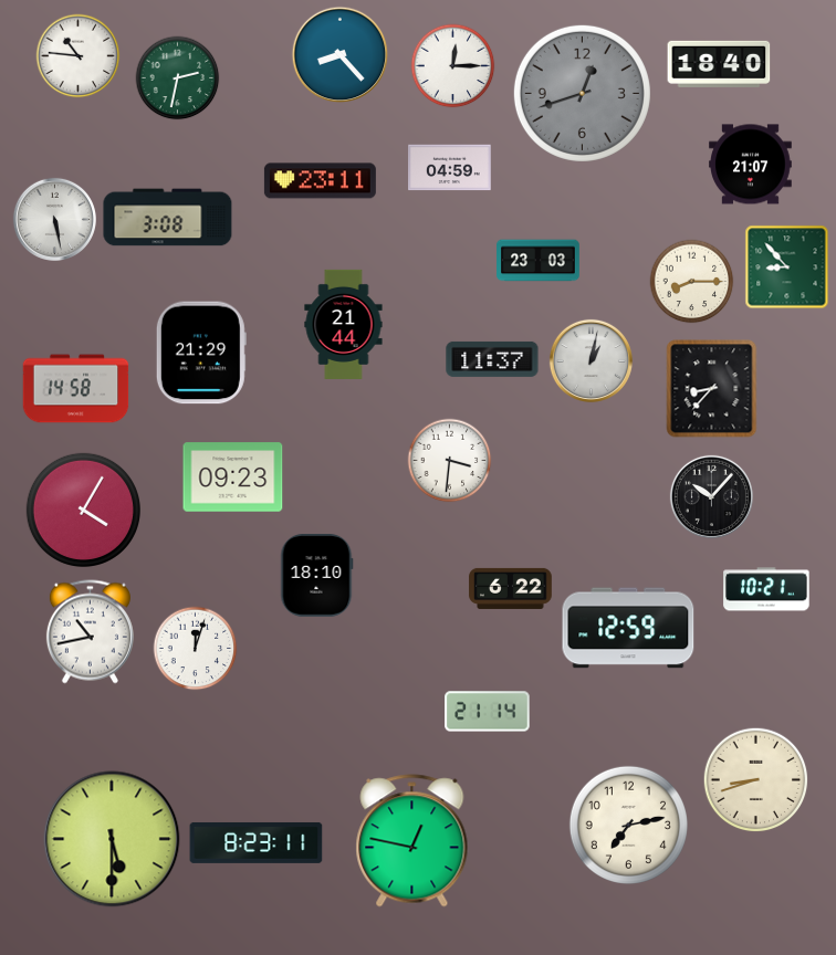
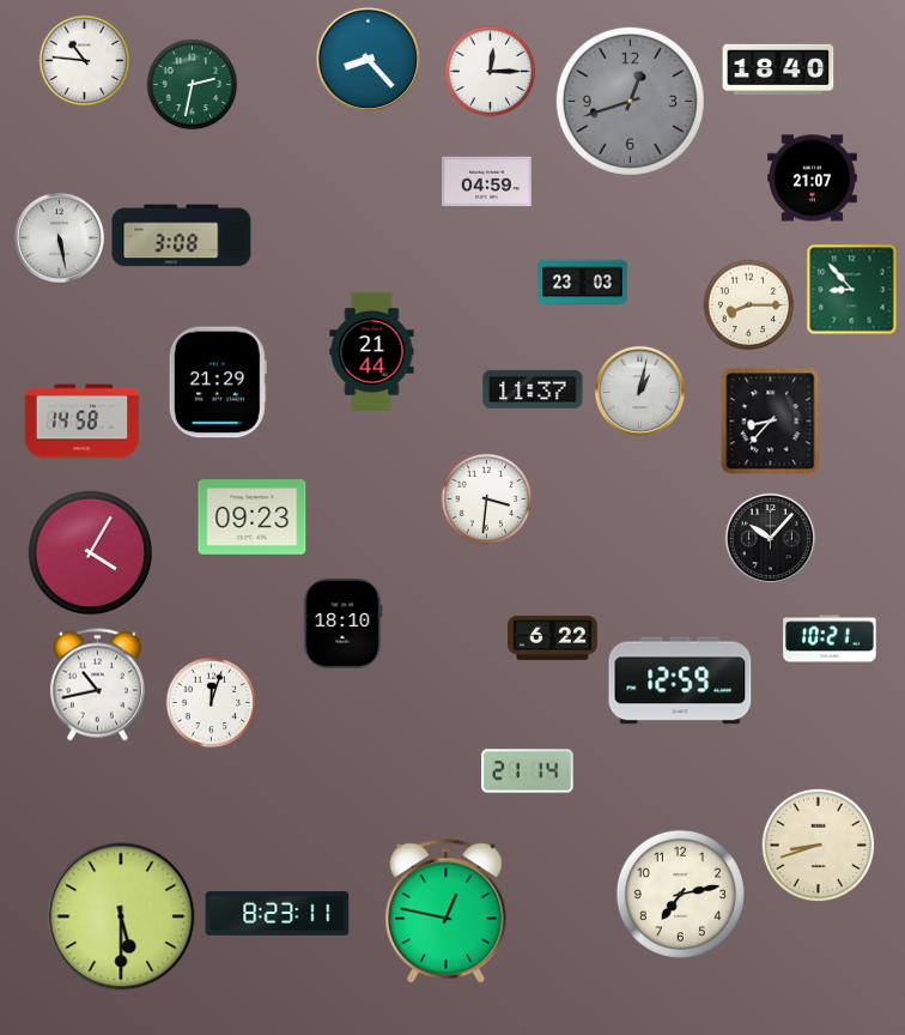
clock at (320, 181): 23:11 -> none
clock at (112, 839) position: (112, 839) -> (121, 916)
